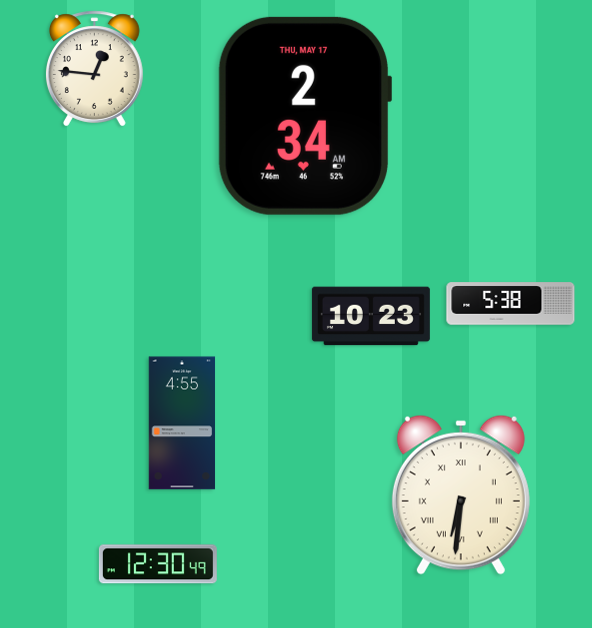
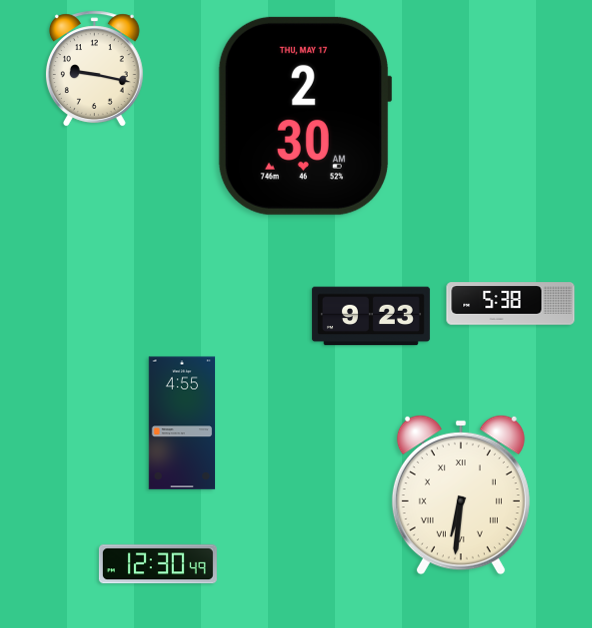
clock at (95, 69): 12:46 -> 9:17
clock at (305, 116): 2:34 -> 2:30
clock at (371, 316): 10:23 -> 9:23
